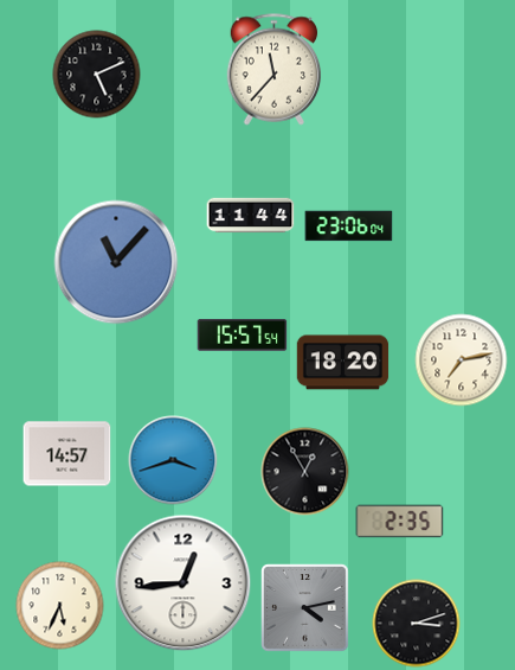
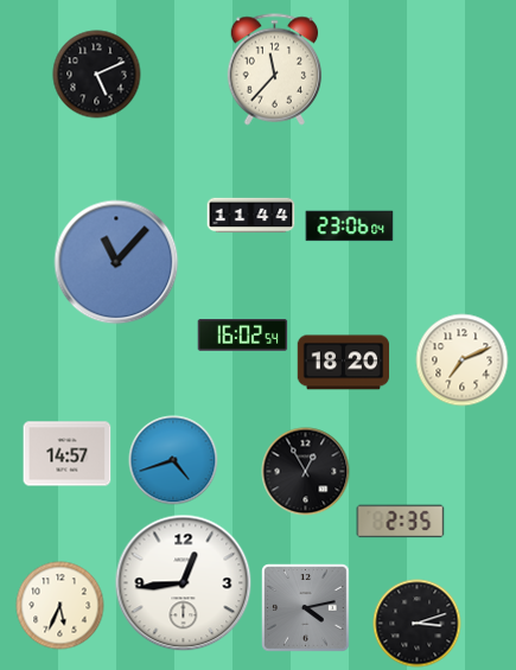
clock at (243, 336): 15:57 -> 16:02
clock at (462, 360): 7:13 -> 7:11
clock at (173, 460): 3:42 -> 4:42
